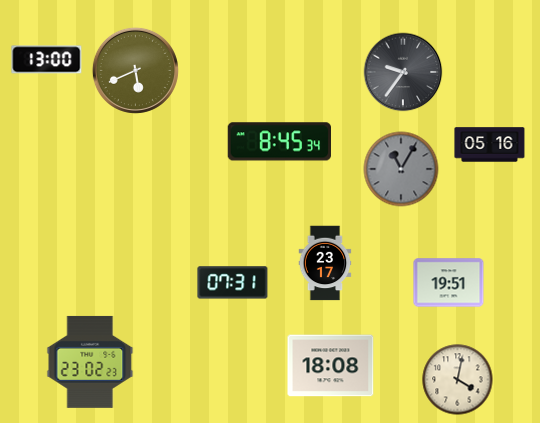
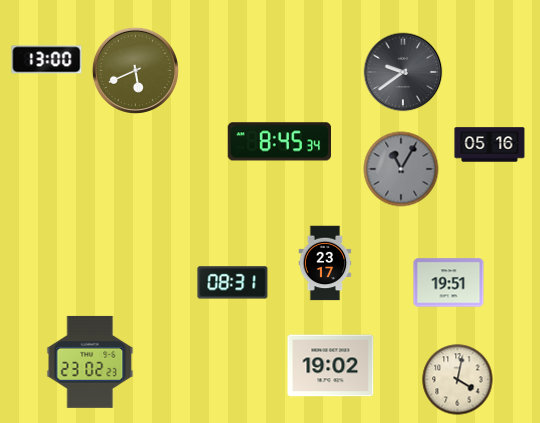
clock at (403, 72): 9:36 -> 9:39
clock at (233, 283): 07:31 -> 08:31
clock at (331, 366): 18:08 -> 19:02
